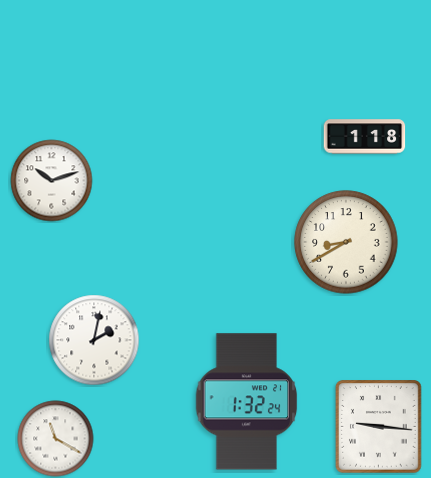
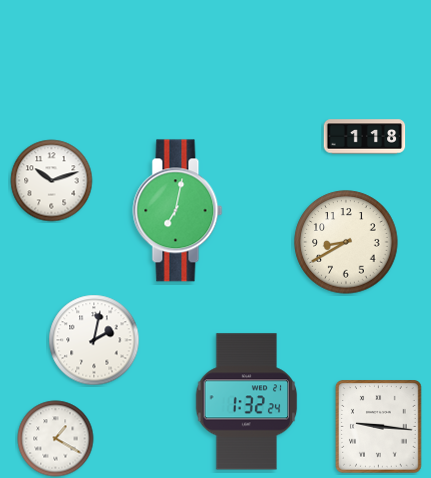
clock at (178, 211): none -> 7:02
clock at (56, 439): 11:20 -> 1:20
